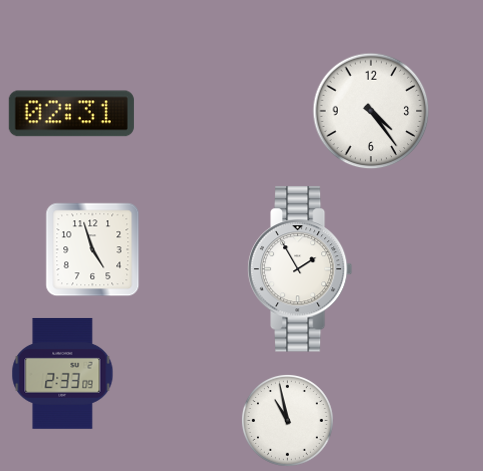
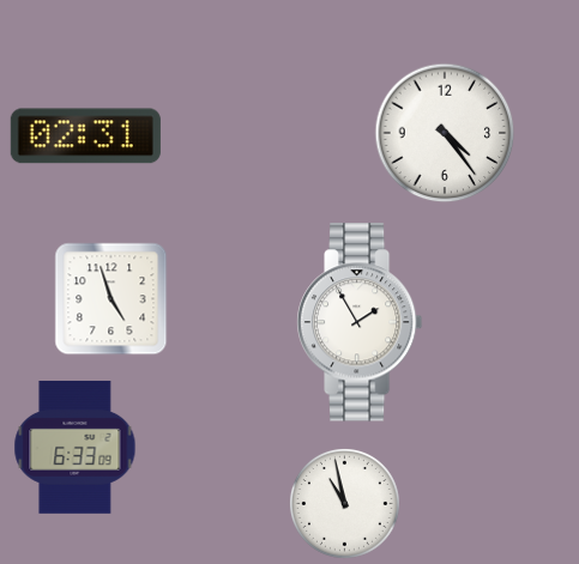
clock at (63, 373): 2:33 -> 6:33
